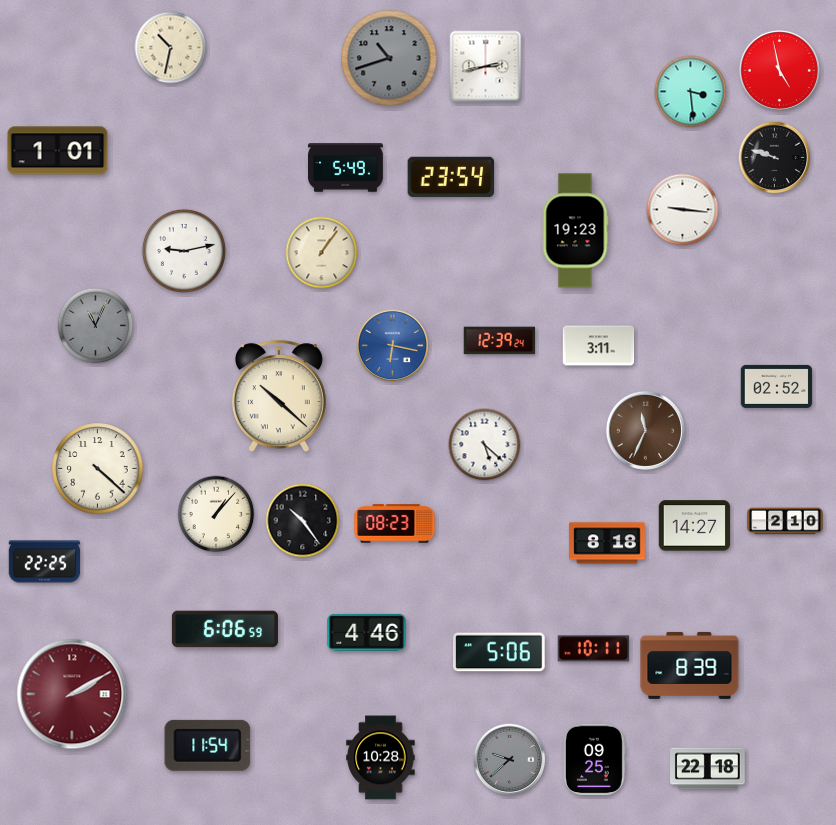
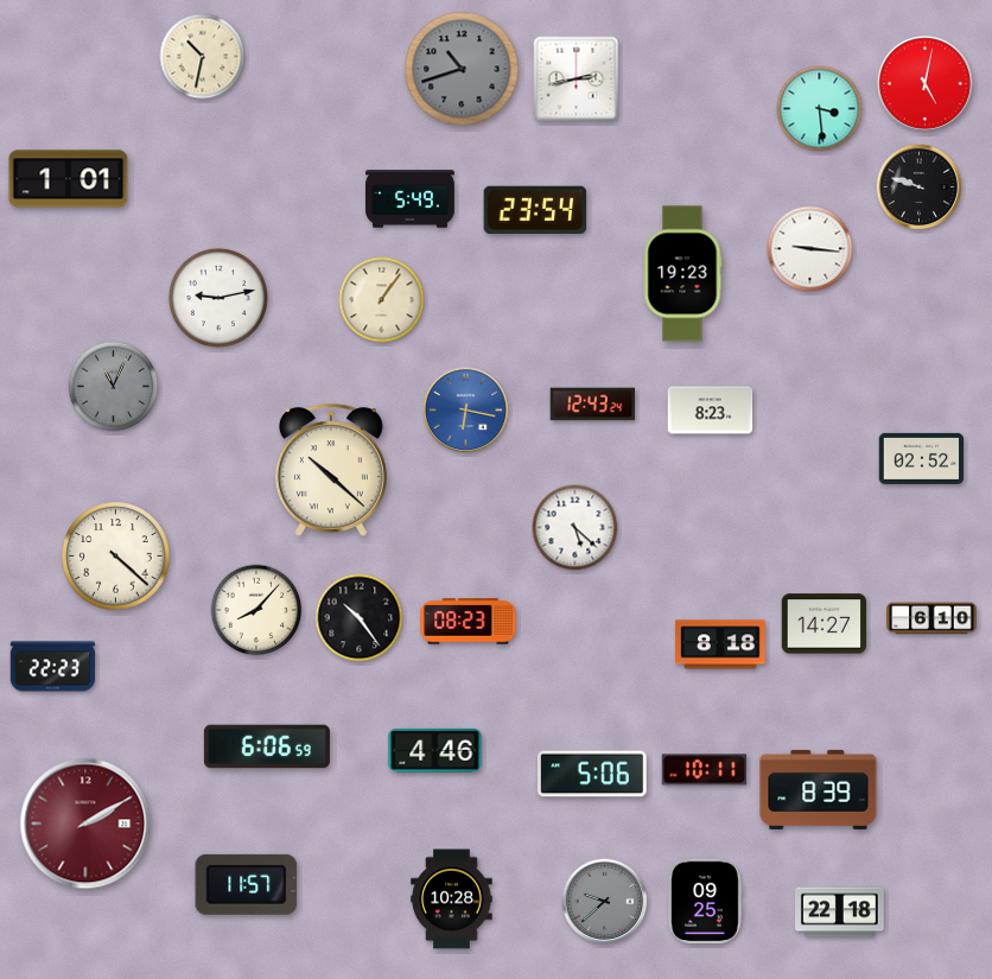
clock at (779, 70): 4:58 -> 5:02
clock at (500, 341): 12:39 -> 12:43
clock at (599, 346): 3:11 -> 8:23
clock at (645, 430): 11:34 -> none
clock at (216, 514): 1:07 -> 8:07
clock at (785, 521): 2:10 -> 6:10
clock at (45, 562): 22:25 -> 22:23
clock at (208, 745): 11:54 -> 11:57
